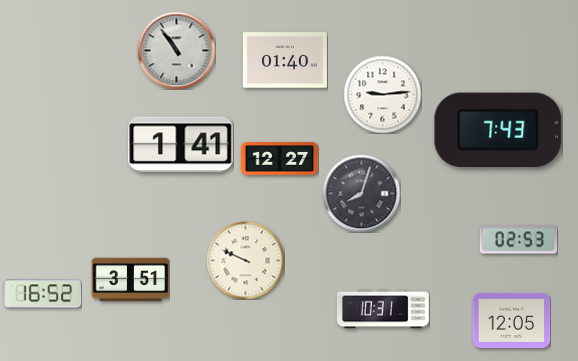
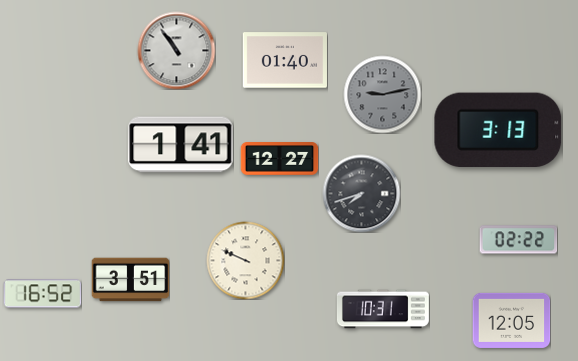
clock at (382, 94): 9:14 -> 9:13
clock at (382, 94) dial: white -> grey
clock at (498, 129): 7:43 -> 3:13
clock at (361, 193): 8:03 -> 7:42
clock at (518, 240): 02:53 -> 02:22
